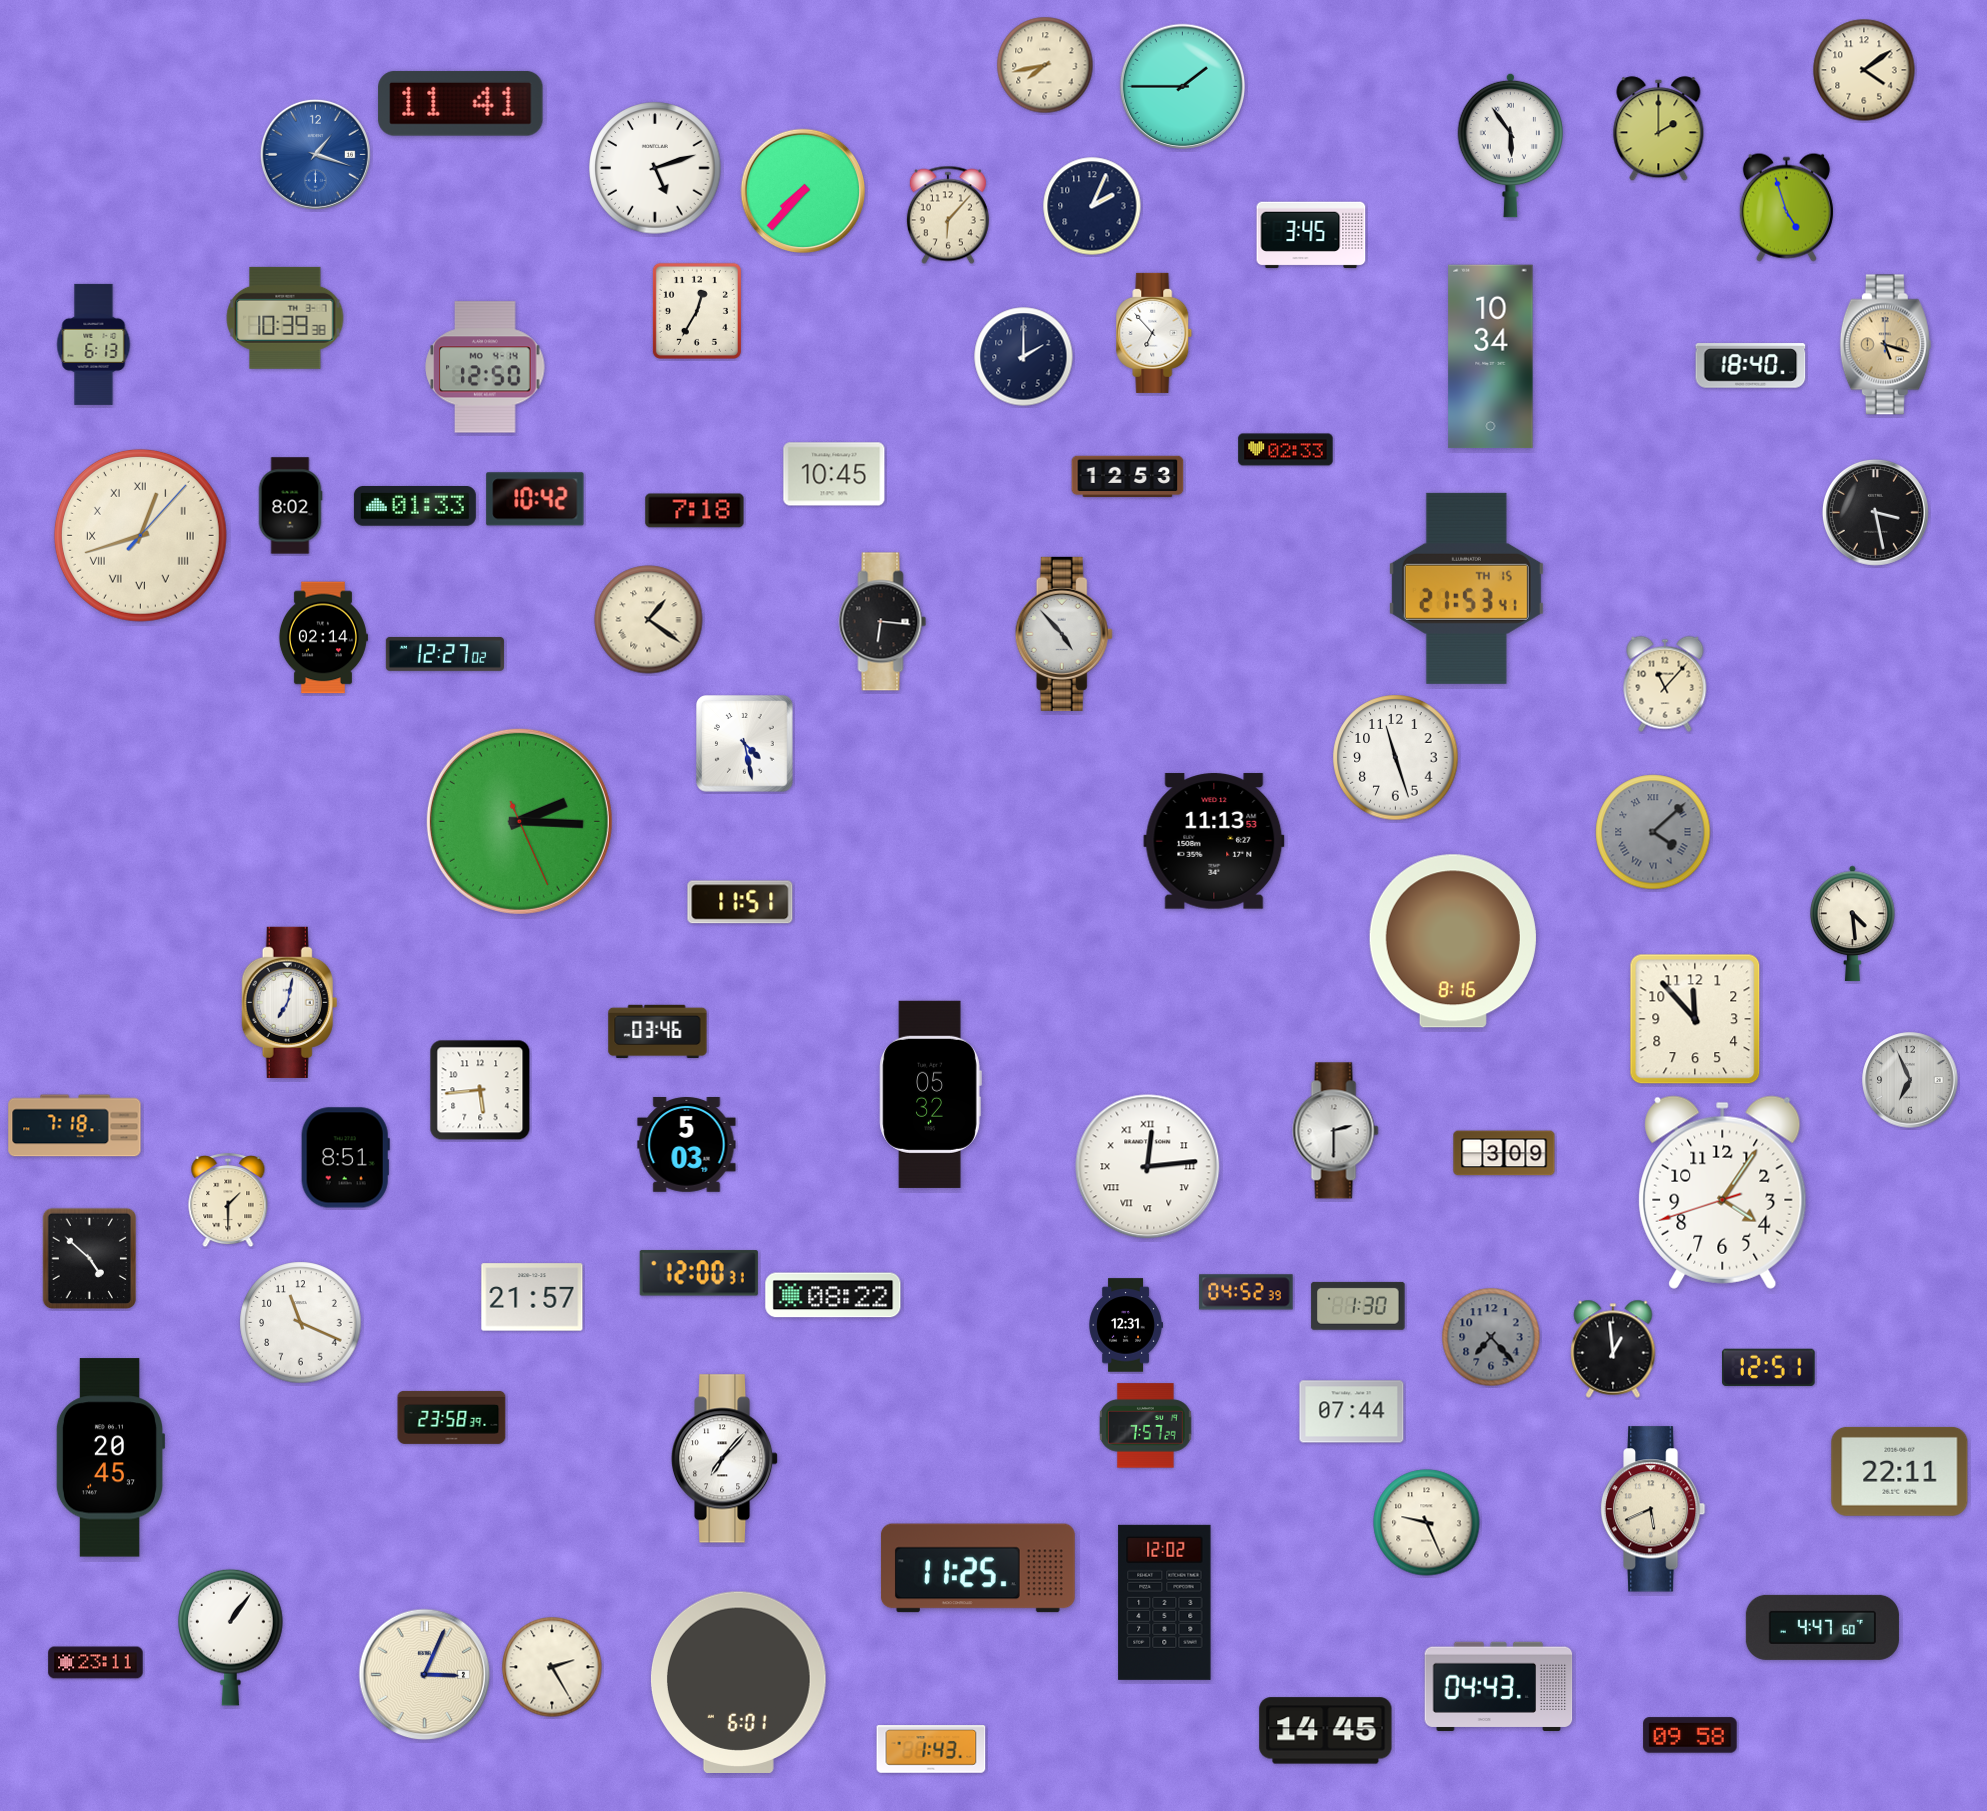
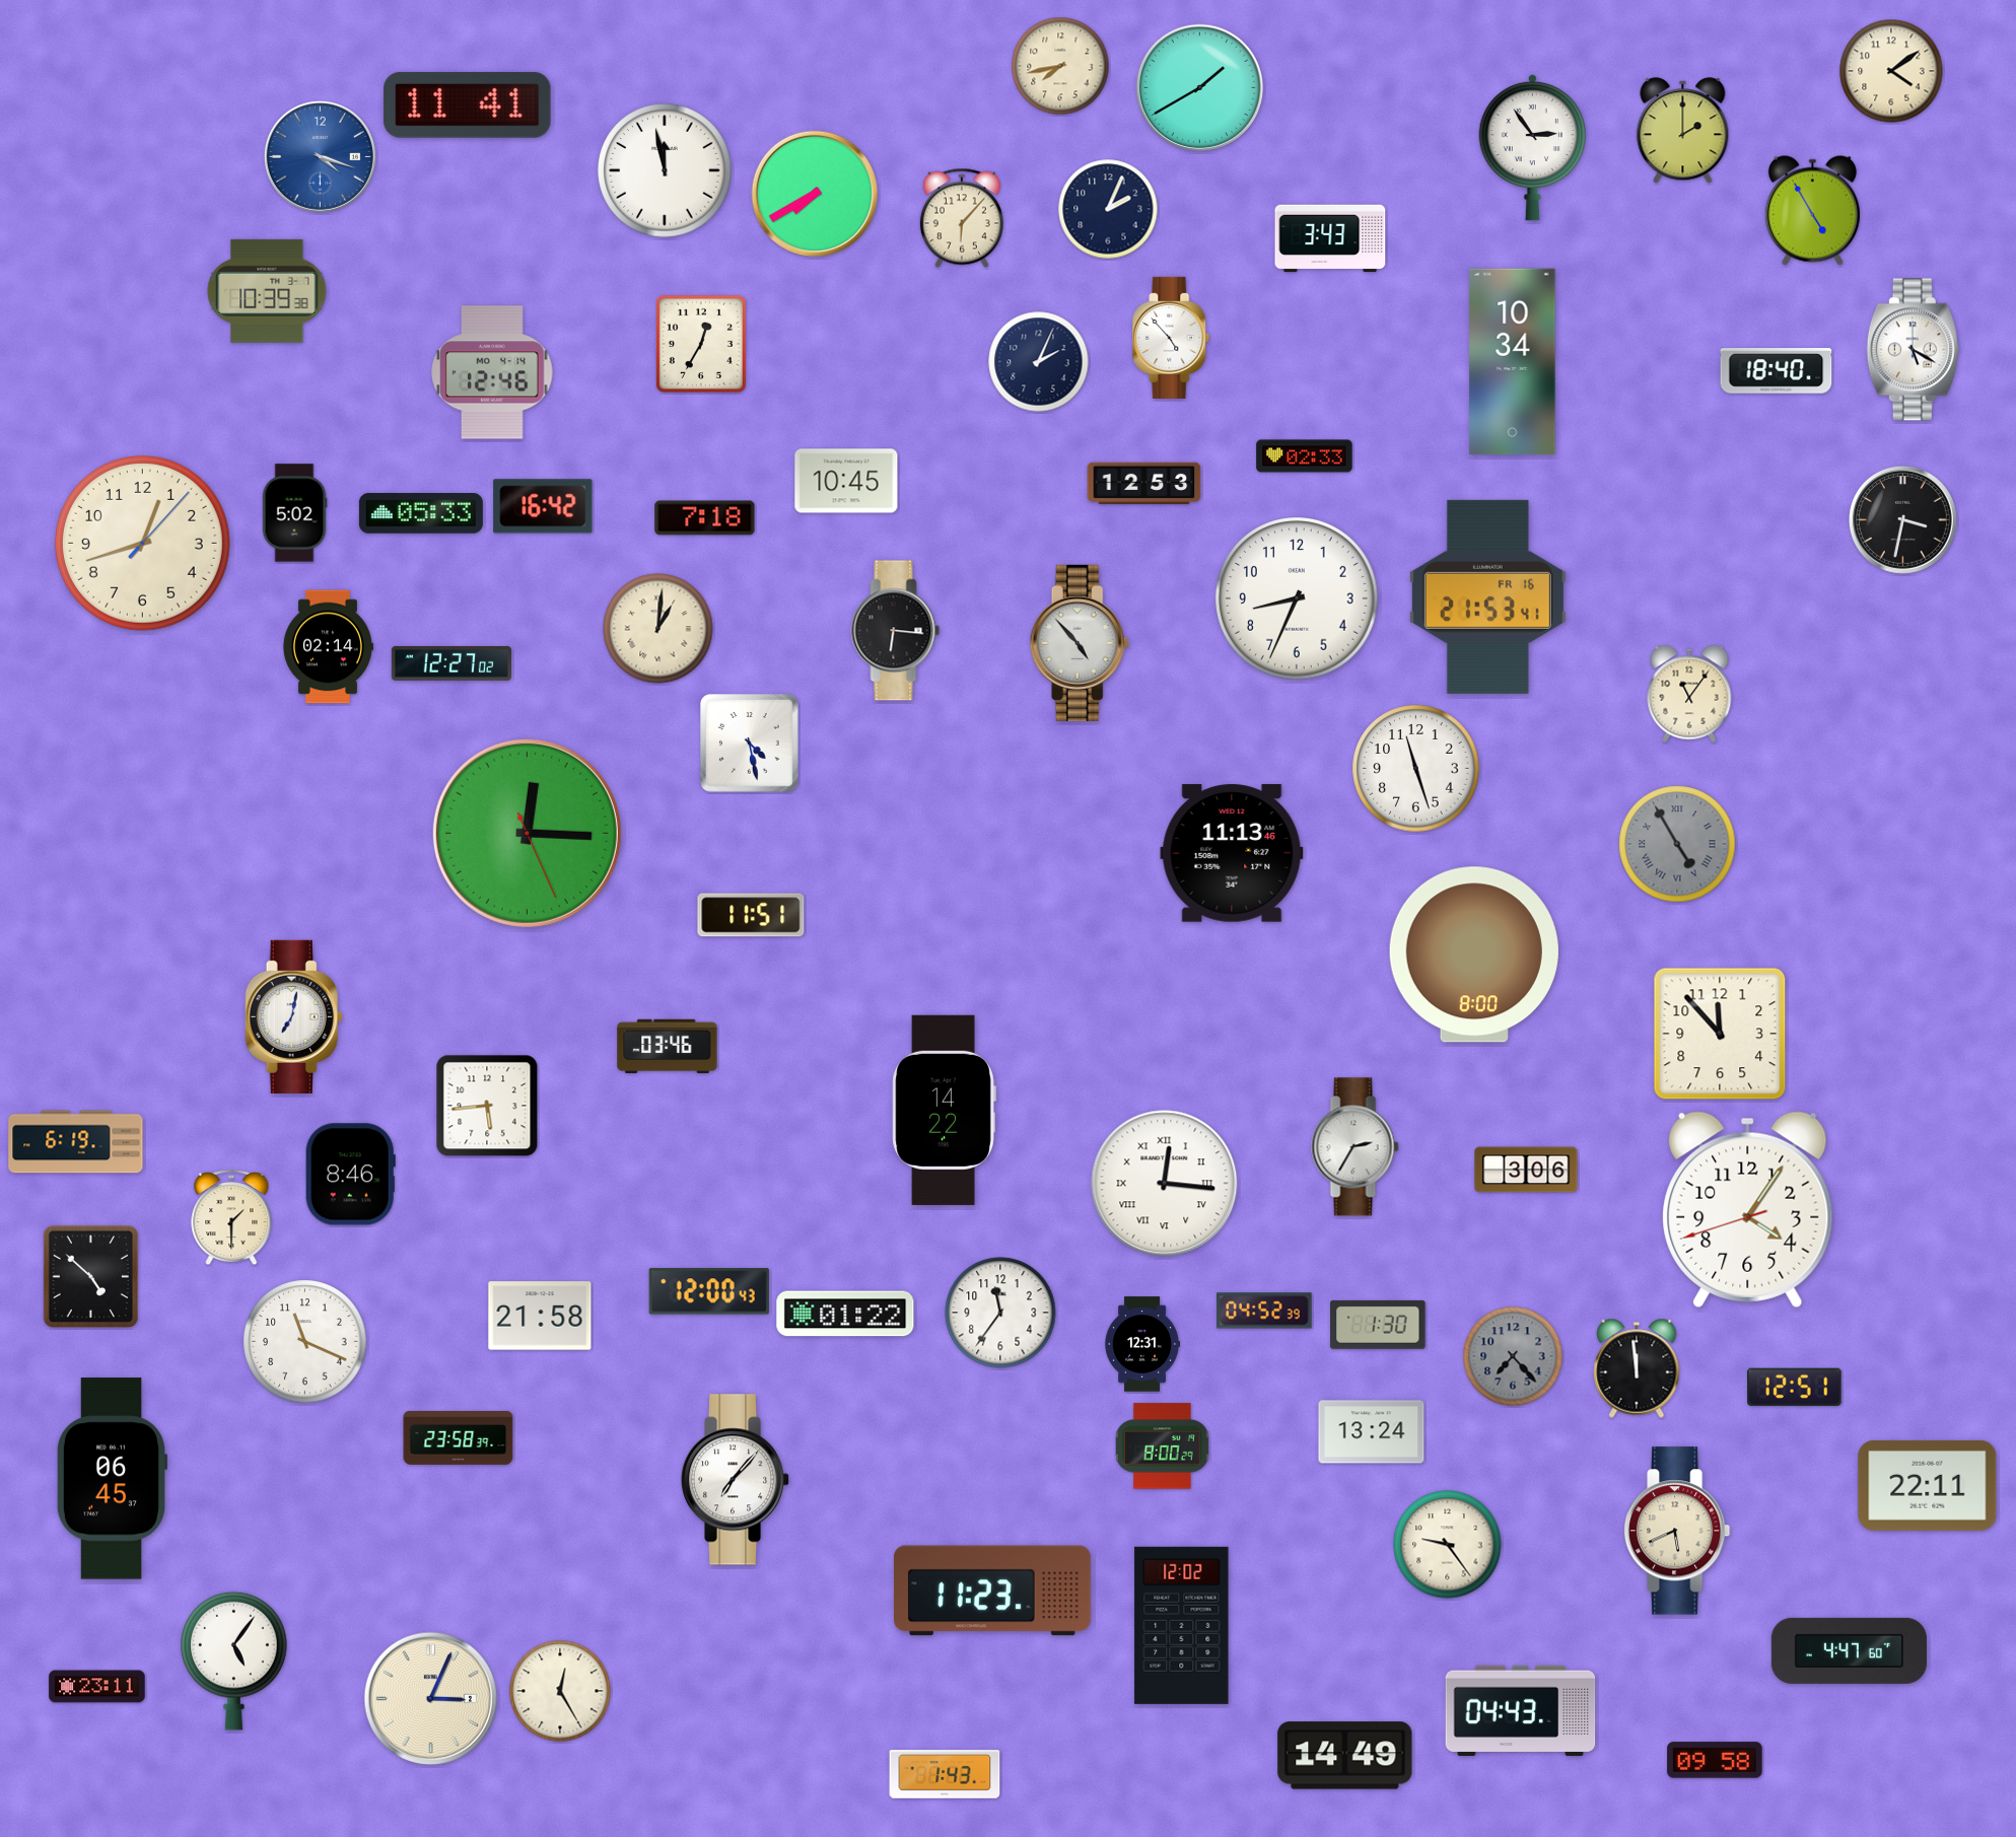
clock at (1183, 87): 1:45 -> 1:40
clock at (1510, 145): 5:54 -> 2:54
clock at (315, 154): 1:18 -> 4:18
clock at (655, 168): 5:12 -> 11:58
clock at (802, 190): 7:37 -> 7:40
clock at (1786, 207): 4:57 -> 4:55
clock at (1311, 235): 3:45 -> 3:43
clock at (697, 311) position: (697, 311) -> (701, 344)
clock at (285, 318) position: (285, 318) -> (267, 291)
clock at (1154, 333): 6:53 -> 4:53
clock at (94, 344): 6:13 -> none
clock at (1885, 345): 5:18 -> 5:20
clock at (1885, 345) dial: champagne -> white
clock at (1024, 357): 2:00 -> 2:04
clock at (485, 367): 12:50 -> 12:46
clock at (535, 499): 10:42 -> 16:42
clock at (290, 506): 8:02 -> 5:02
clock at (415, 507): 01:33 -> 05:33
clock at (1875, 512): 3:28 -> 3:32
clock at (140, 535) numerals: Roman -> Arabic
clock at (1466, 588) date: TH 15 -> FR 16
clock at (1298, 599): none -> 8:34
clock at (649, 620): 1:21 -> 1:01
clock at (1665, 684): 11:07 -> 11:06
clock at (745, 744) position: (745, 744) -> (750, 744)
clock at (519, 821): 2:15 -> 12:15
clock at (1653, 832): 4:08 -> 4:55
clock at (1214, 841): 11:13:53 -> 11:13:46
clock at (1853, 924): 4:29 -> none
clock at (1453, 941): 8:16 -> 8:00
clock at (1910, 1080): 6:56 -> none
clock at (930, 1094): 05:32 -> 14:22
clock at (75, 1126): 7:18 -> 6:19
clock at (1336, 1131): 2:30 -> 2:35
clock at (687, 1145): 5:03 -> none
clock at (1504, 1153): 3:09 -> 3:06
clock at (345, 1158): 8:51 -> 8:46
clock at (1148, 1167): 12:14 -> 12:16
clock at (699, 1273): 12:00:31 -> 12:00:43
clock at (1000, 1313): none -> 11:36
clock at (833, 1295): 08:22 -> 01:22
clock at (532, 1297): 21:57 -> 21:58
clock at (1613, 1349): 12:59 -> 11:59
clock at (1352, 1412): 07:44 -> 13:24
clock at (1145, 1426): 7:57 -> 8:00
clock at (110, 1458): 20:45 -> 06:45
clock at (1900, 1471) position: (1900, 1471) -> (1928, 1485)
clock at (1427, 1523): 9:26 -> 9:24
clock at (978, 1568): 11:25 -> 11:23
clock at (231, 1637): 1:06 -> 5:06
clock at (552, 1667): 2:25 -> 12:25
clock at (738, 1682): 6:01 -> none
clock at (1326, 1731): 14:45 -> 14:49
